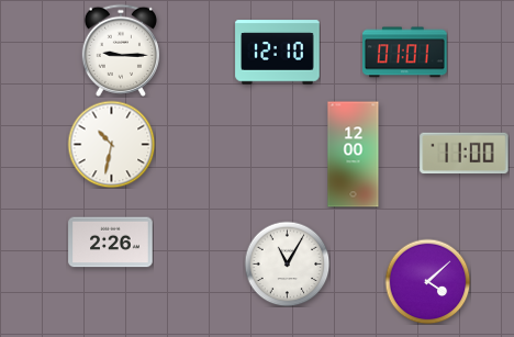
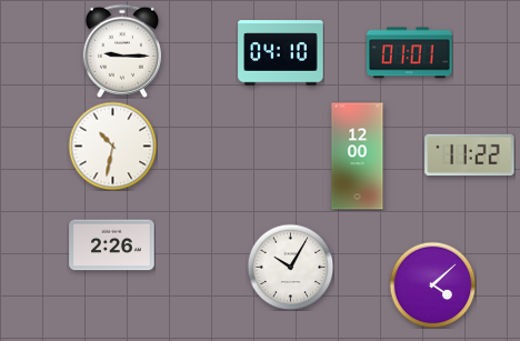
clock at (278, 53): 12:10 -> 04:10
clock at (465, 154): 11:00 -> 11:22
clock at (287, 263): 11:05 -> 10:05
